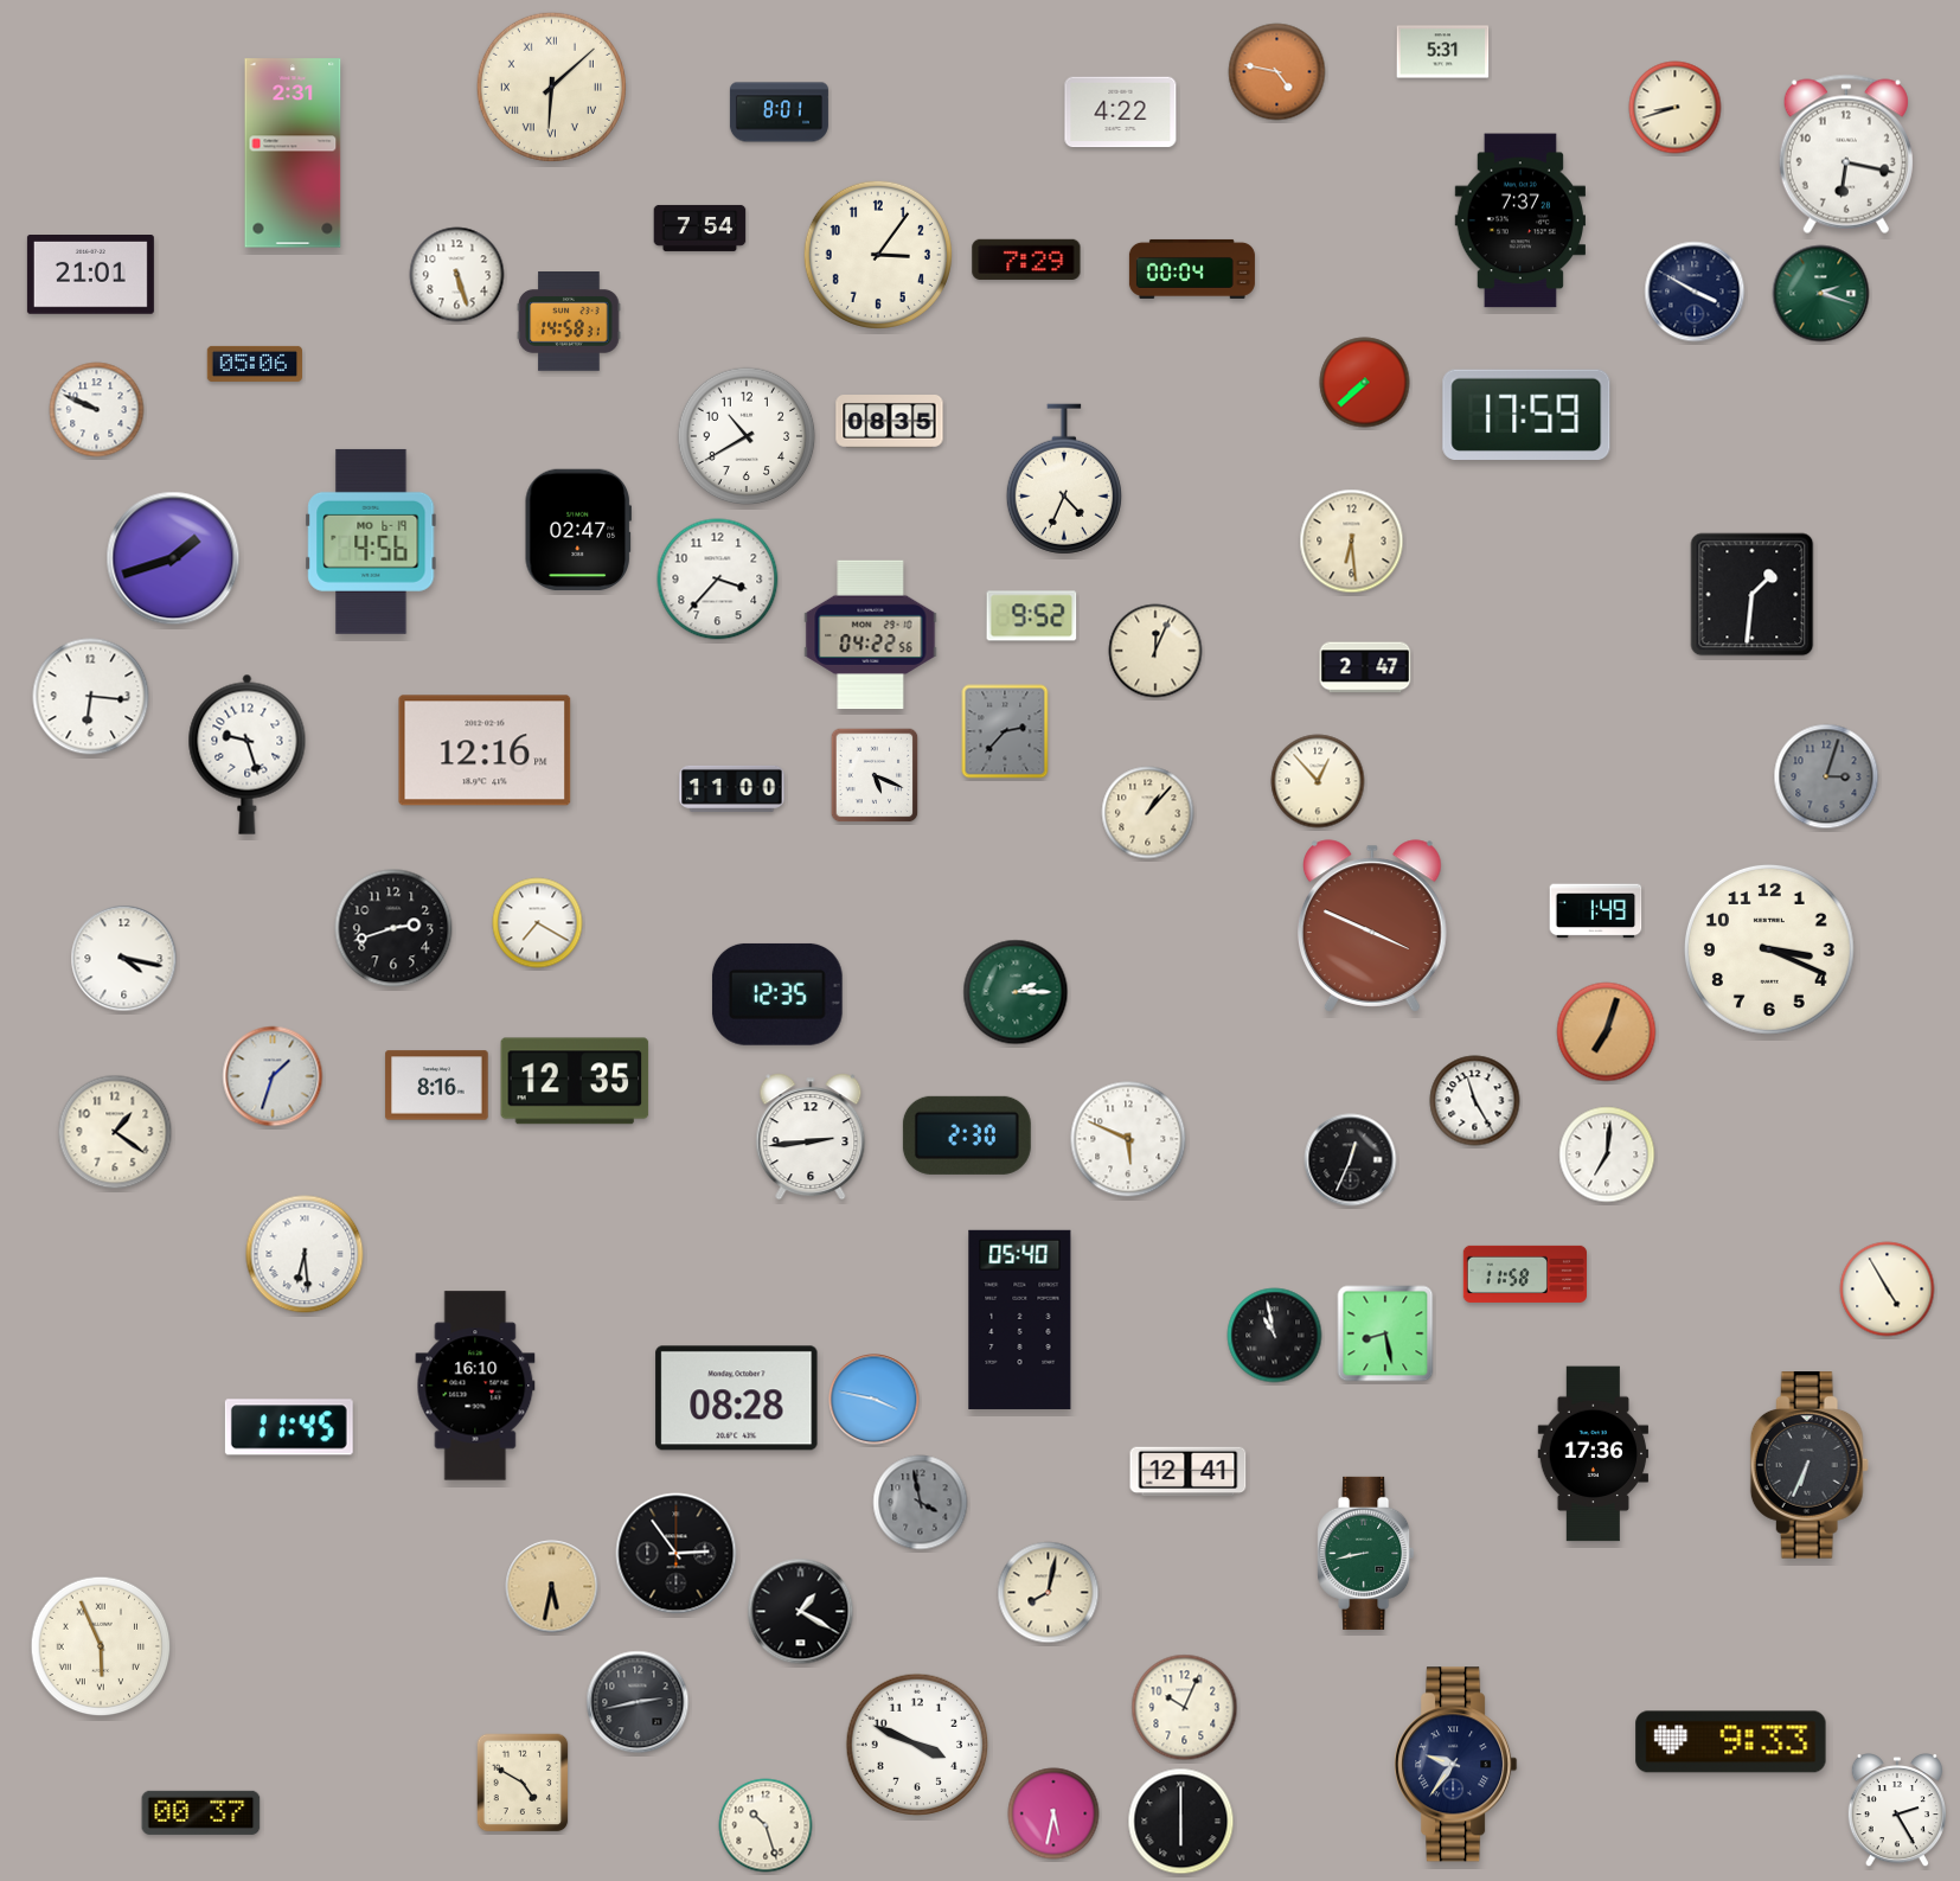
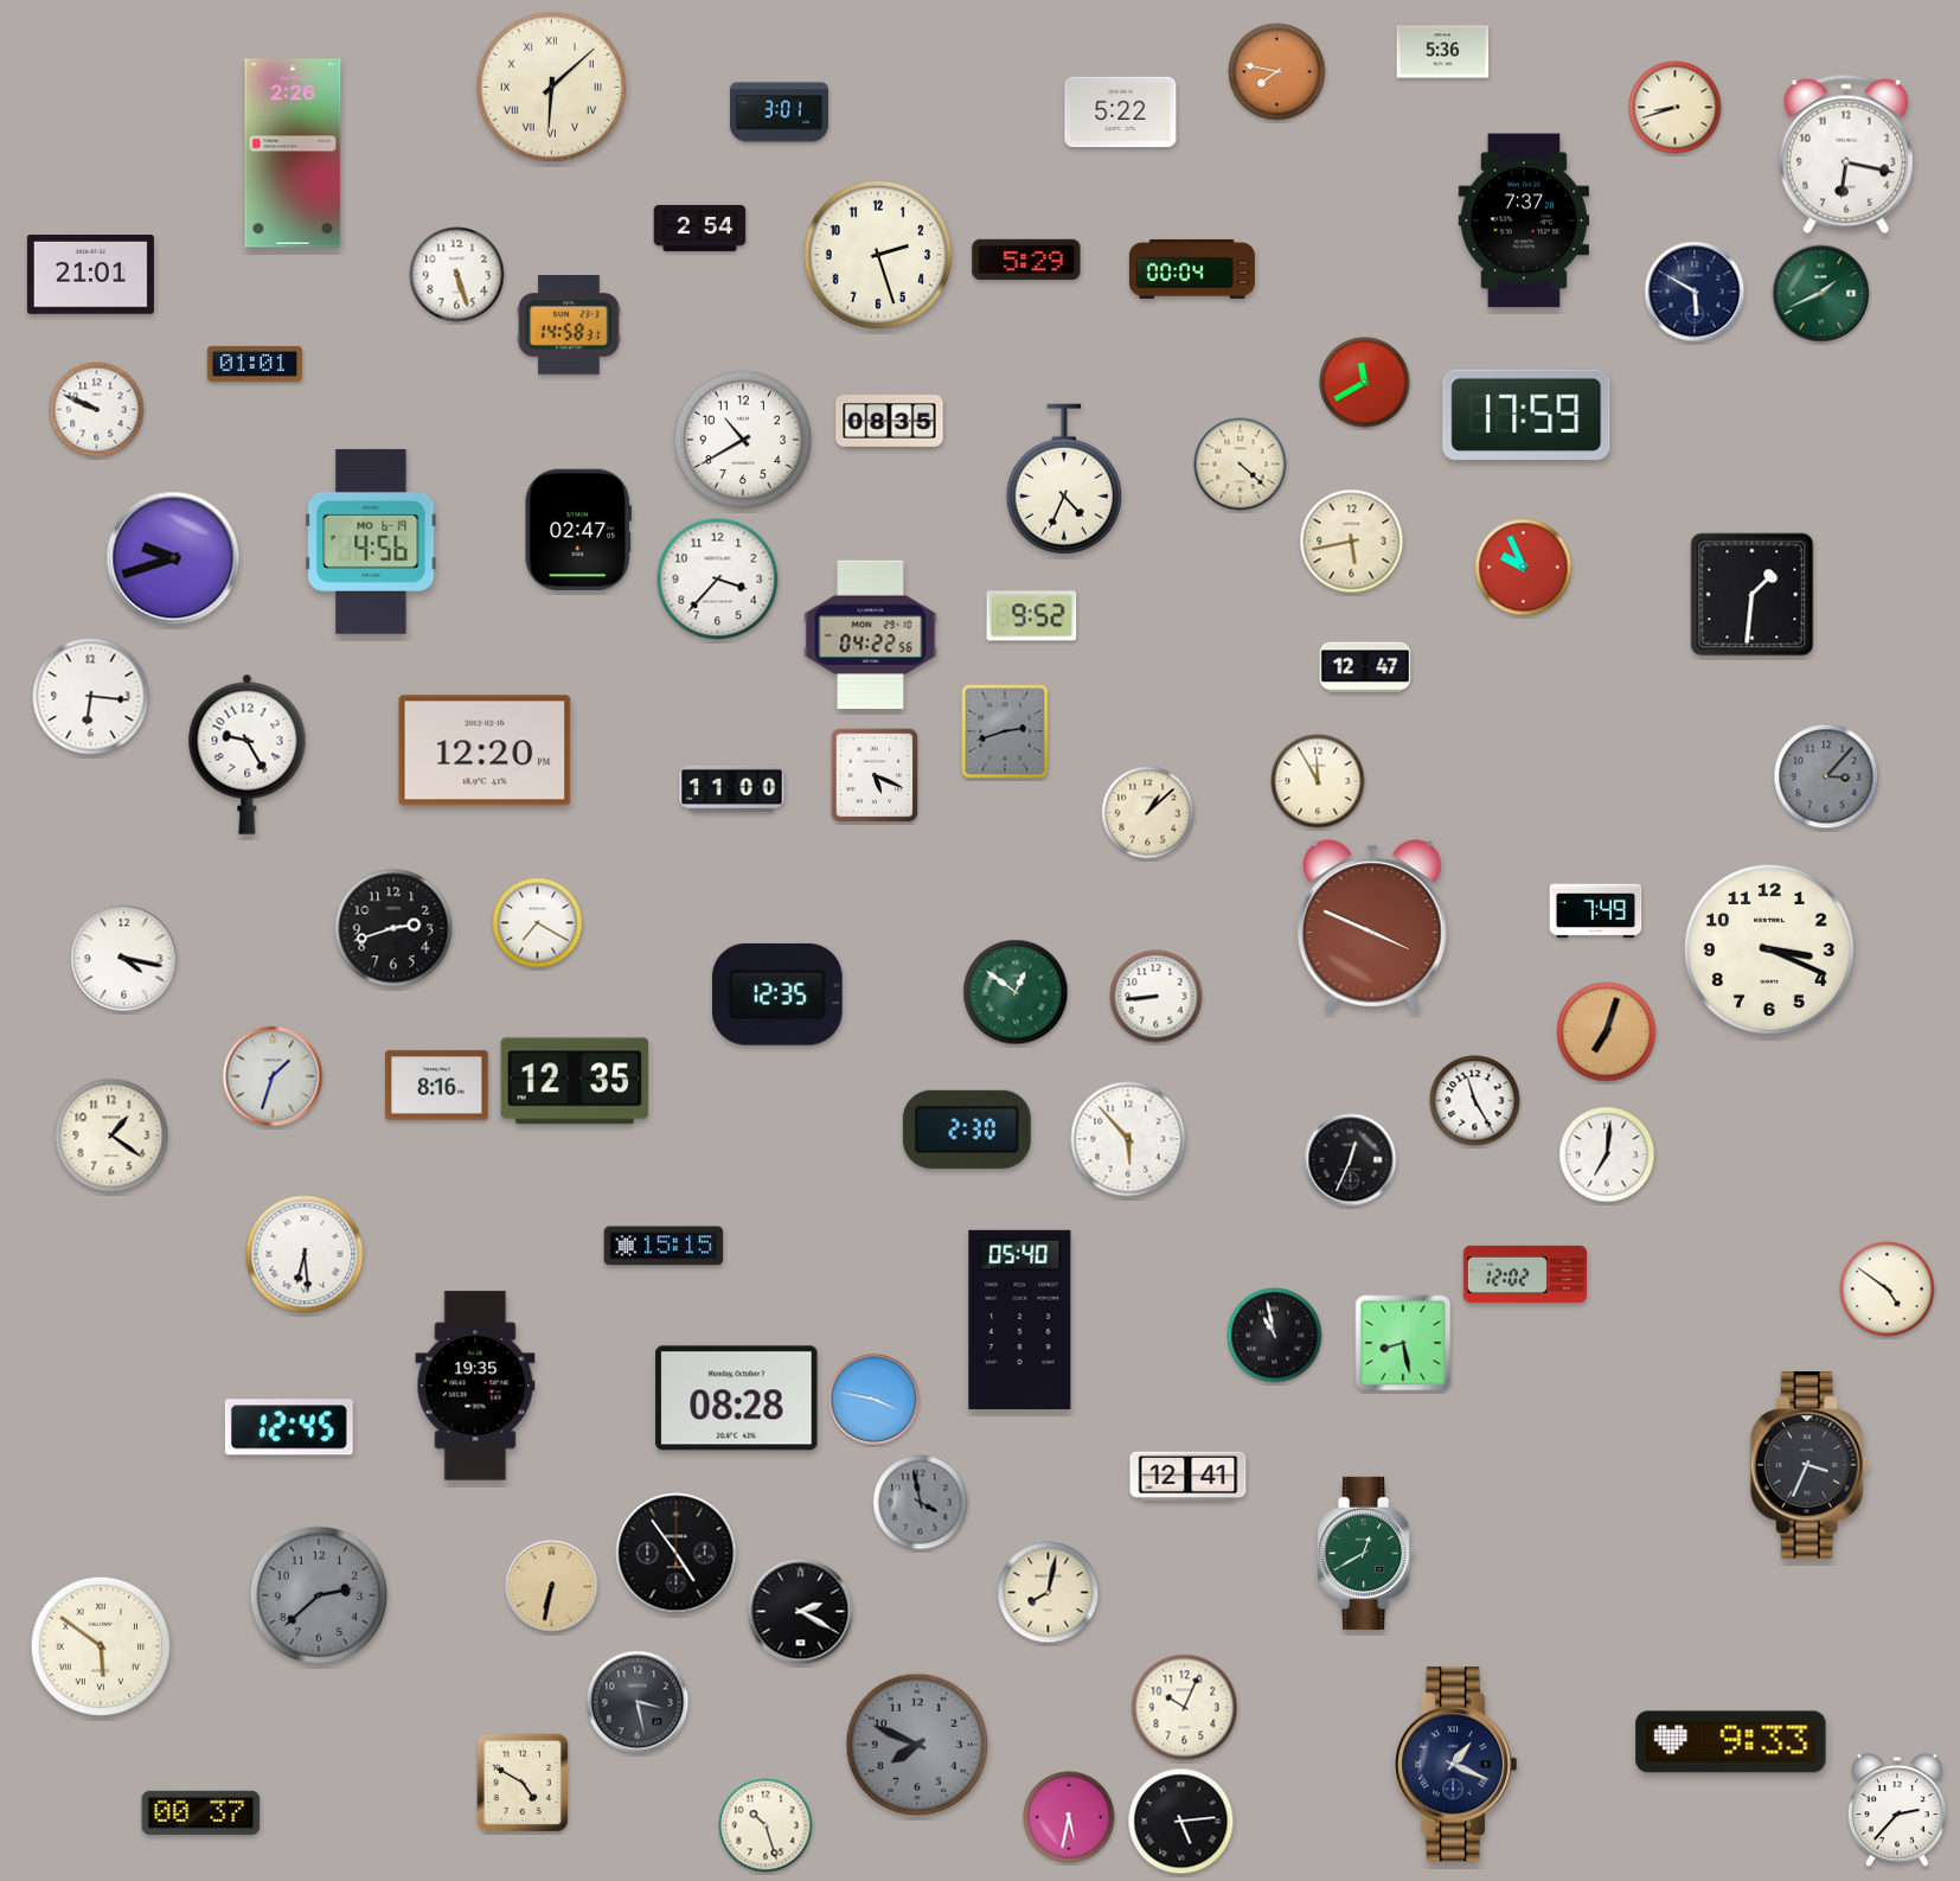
clock at (1443, 52): 5:31 -> 5:36
clock at (1277, 72): 4:47 -> 7:47
clock at (779, 113): 8:01 -> 3:01
clock at (1121, 113): 4:22 -> 5:22
clock at (293, 153): 2:31 -> 2:26
clock at (1519, 220) position: (1519, 220) -> (1523, 220)
clock at (700, 228): 7:54 -> 2:54
clock at (878, 255): 3:06 -> 2:27
clock at (1026, 260): 7:29 -> 5:29
clock at (1695, 292): 3:50 -> 5:50
clock at (1821, 294): 2:18 -> 1:41
clock at (569, 322) position: (569, 322) -> (569, 326)
clock at (254, 364): 05:06 -> 01:01
clock at (1365, 383): 7:38 -> 11:40
clock at (747, 436) position: (747, 436) -> (743, 440)
clock at (1241, 465): none -> 4:22
clock at (1352, 542): 6:29 -> 5:43
clock at (173, 558): 1:42 -> 9:42
clock at (1524, 568): none -> 9:56
clock at (1155, 651): 12:04 -> none
clock at (1365, 667): 2:47 -> 12:47
clock at (1005, 731): 2:37 -> 2:42
clock at (485, 750): 12:16 -> 12:20
clock at (248, 754): 9:27 -> 9:25
clock at (1826, 776): 3:03 -> 3:07
clock at (1318, 781): 12:53 -> 11:55
clock at (1148, 813): 1:07 -> 1:08
clock at (1596, 911): 1:49 -> 7:49
clock at (1016, 992): 2:15 -> 12:51
clock at (1157, 997): none -> 8:44
clock at (115, 1132) position: (115, 1132) -> (111, 1135)
clock at (967, 1135) position: (967, 1135) -> (967, 1130)
clock at (811, 1137): 2:44 -> none
clock at (1128, 1139): 5:49 -> 5:53
clock at (664, 1246): none -> 15:15
clock at (1524, 1274): 11:58 -> 12:02
clock at (1888, 1290): 4:55 -> 4:51
clock at (1385, 1333) position: (1385, 1333) -> (1403, 1343)
clock at (475, 1386): 16:10 -> 19:35
clock at (289, 1427): 11:45 -> 12:45
clock at (1594, 1454): 17:36 -> none
clock at (1810, 1465): 6:34 -> 3:34
clock at (1189, 1472) position: (1189, 1472) -> (1189, 1477)
clock at (1366, 1553): 8:43 -> 12:40
clock at (677, 1554): 2:54 -> 4:54
clock at (552, 1587): 5:32 -> 6:32
clock at (319, 1595): none -> 2:38
clock at (801, 1612): 1:20 -> 2:20
clock at (101, 1646): 5:56 -> 5:51
clock at (638, 1702): 2:43 -> 3:28
clock at (917, 1745): 3:49 -> 7:49
clock at (917, 1745) dial: white -> grey
clock at (1456, 1765): 9:36 -> 1:19
clock at (1896, 1811): 2:25 -> 2:37
clock at (1053, 1813) position: (1053, 1813) -> (1069, 1817)
clock at (1181, 1822): 6:00 -> 5:14
